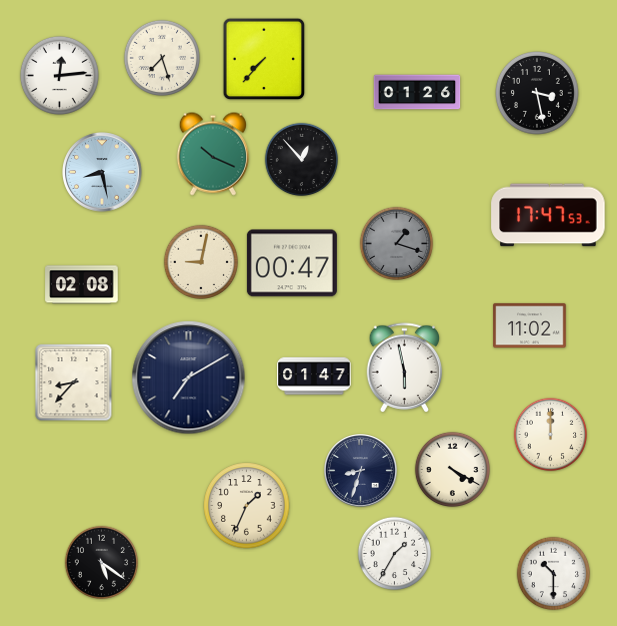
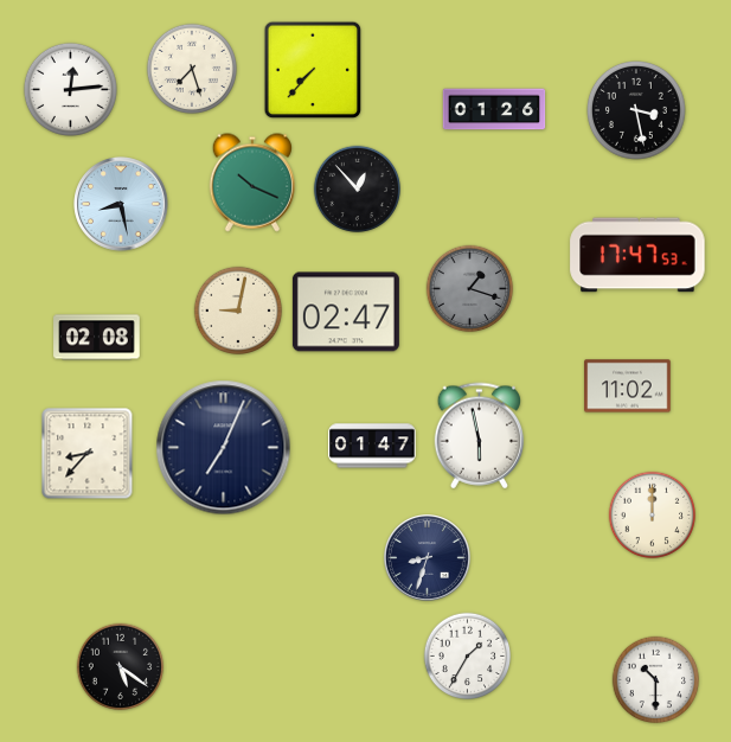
clock at (548, 215) position: (548, 215) -> (637, 255)
clock at (292, 263): 00:47 -> 02:47
clock at (189, 378): 7:10 -> 7:04
clock at (452, 469): 4:20 -> none
clock at (247, 506): 1:34 -> none
